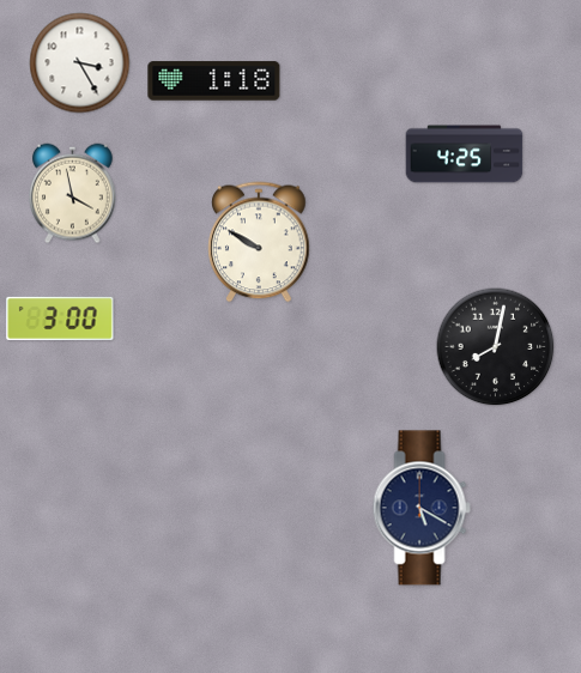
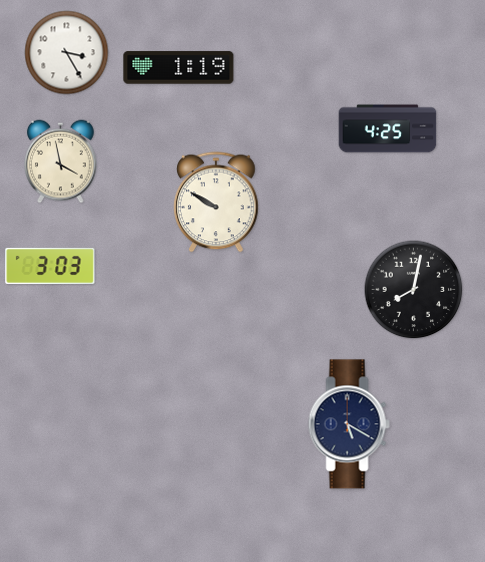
clock at (214, 81): 1:18 -> 1:19
clock at (60, 319): 3:00 -> 3:03
clock at (422, 508) position: (422, 508) -> (349, 424)
